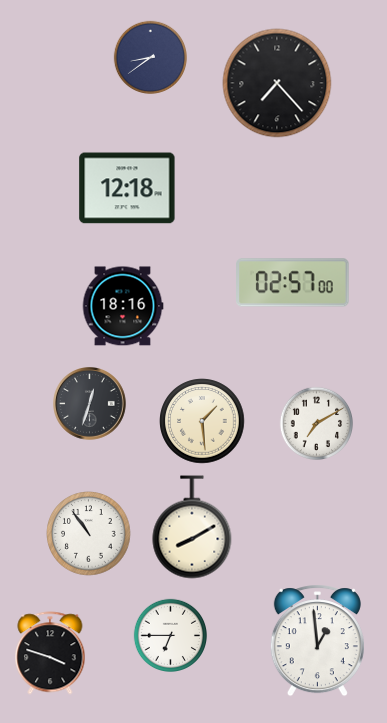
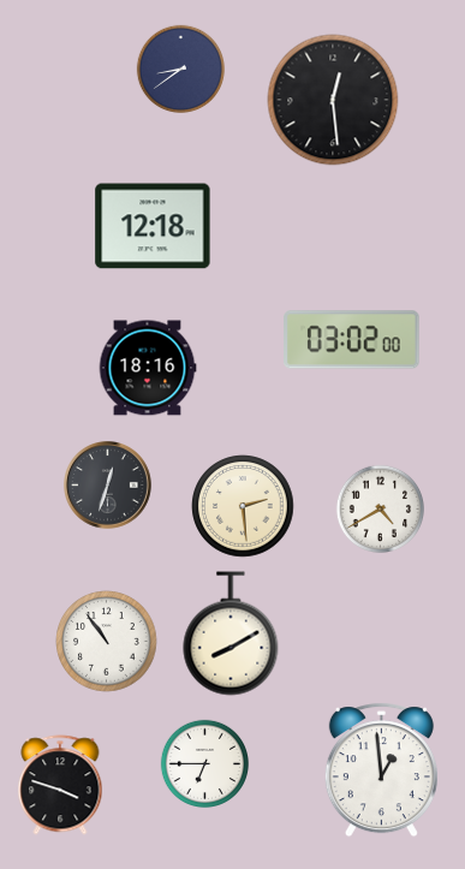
clock at (277, 83): 7:23 -> 12:29
clock at (293, 283): 02:57 -> 03:02
clock at (202, 421): 1:29 -> 2:29
clock at (317, 424): 7:10 -> 4:40
